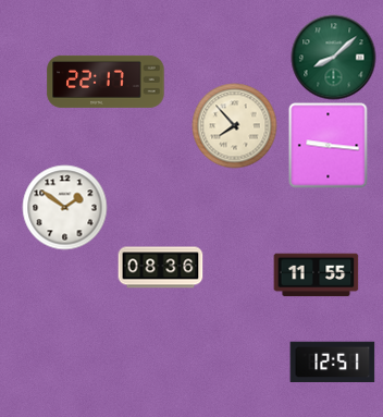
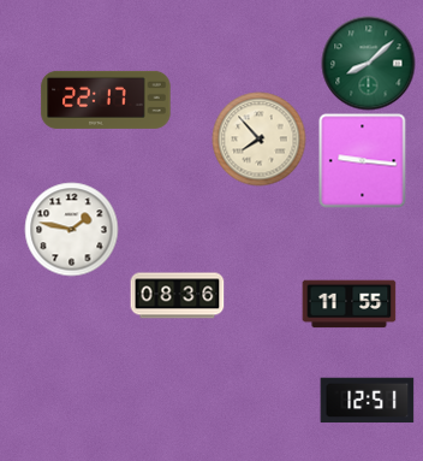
clock at (106, 82) position: (106, 82) -> (106, 100)
clock at (64, 207): 1:51 -> 1:47
